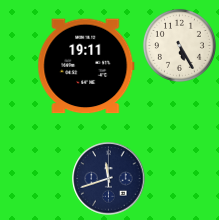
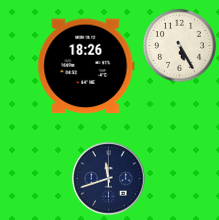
clock at (86, 66): 19:11 -> 18:26
